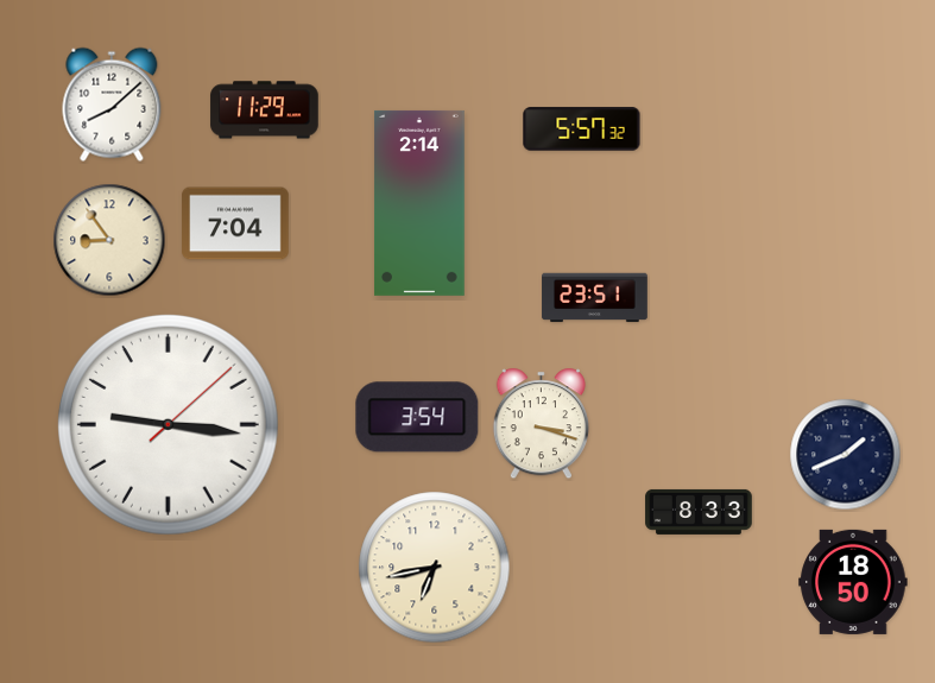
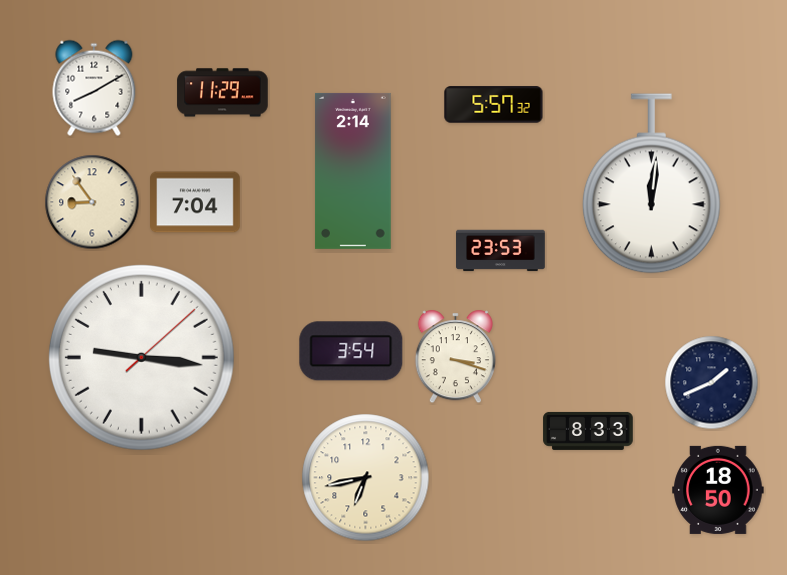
clock at (112, 105): 8:08 -> 8:10
clock at (582, 129) position: (582, 129) -> (494, 105)
clock at (651, 184): none -> 12:01
clock at (235, 223) position: (235, 223) -> (195, 202)
clock at (595, 298): 23:51 -> 23:53
